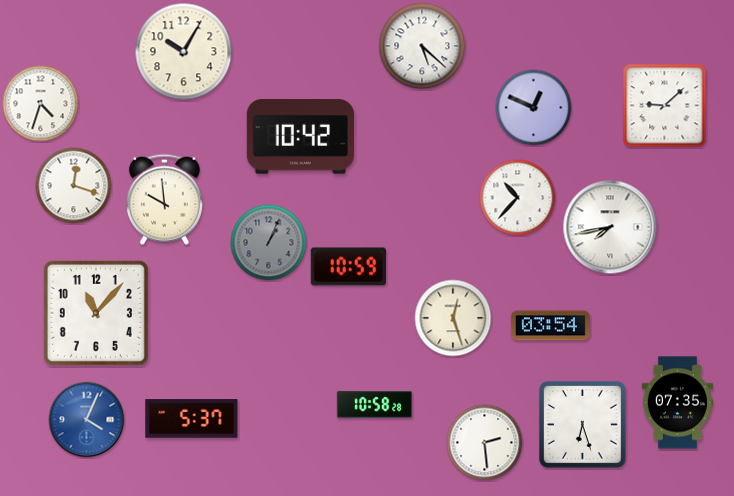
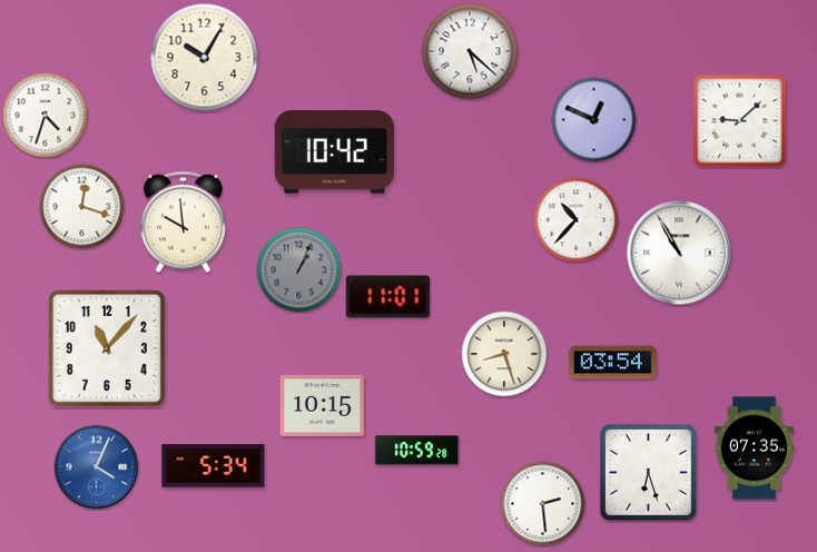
clock at (665, 106) position: (665, 106) -> (740, 121)
clock at (610, 227): 7:43 -> 10:55
clock at (348, 267): 10:59 -> 11:01
clock at (453, 318): 12:27 -> 8:27
clock at (323, 405): none -> 10:15
clock at (375, 405): 10:58 -> 10:59
clock at (192, 419): 5:37 -> 5:34
clock at (485, 443) position: (485, 443) -> (543, 504)
